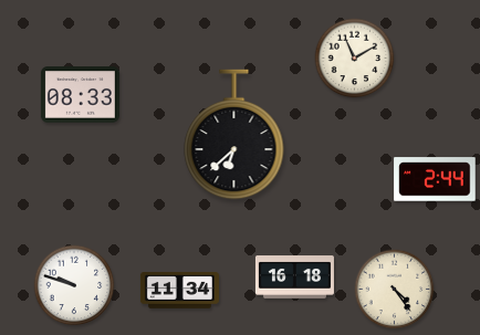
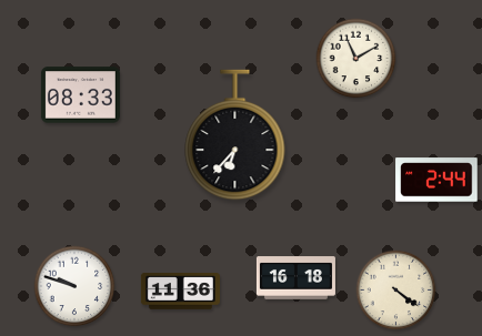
clock at (234, 135): 6:38 -> 6:37
clock at (395, 290): 4:24 -> 4:21
clock at (179, 291): 11:34 -> 11:36
